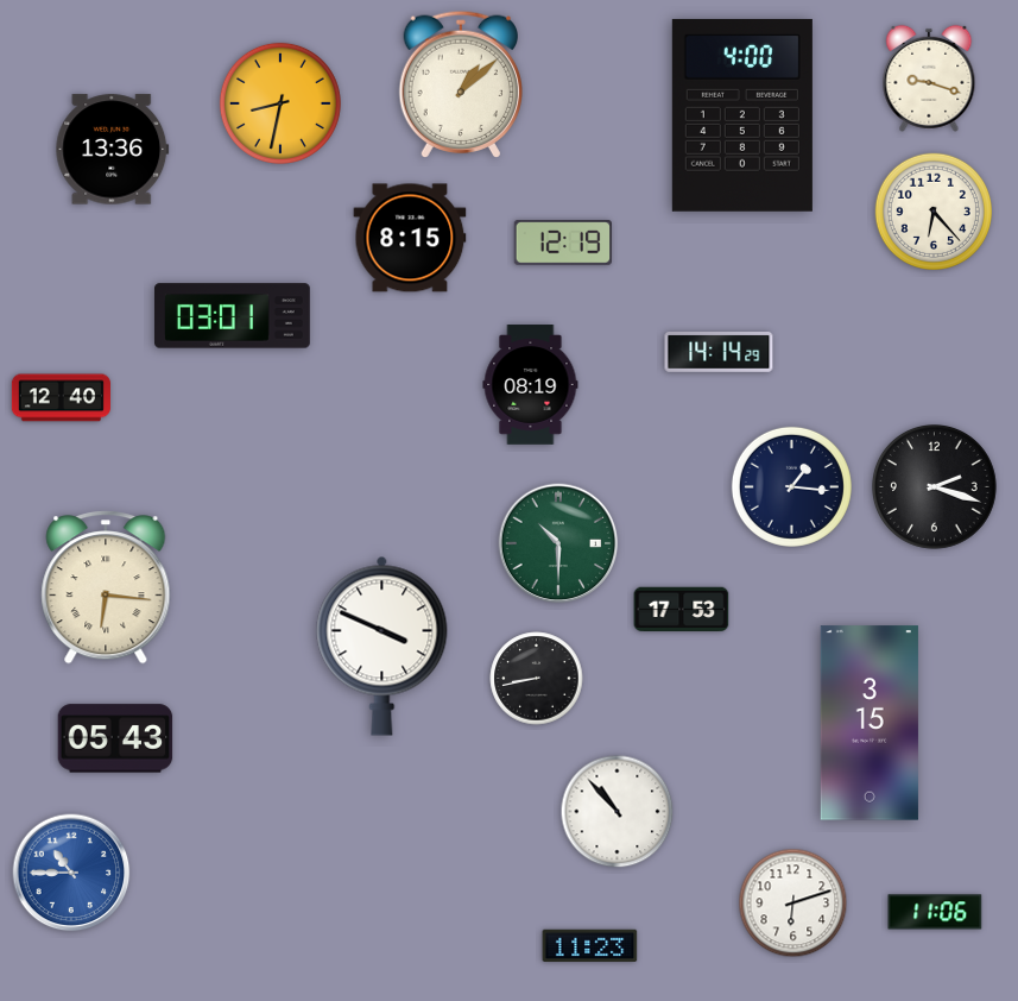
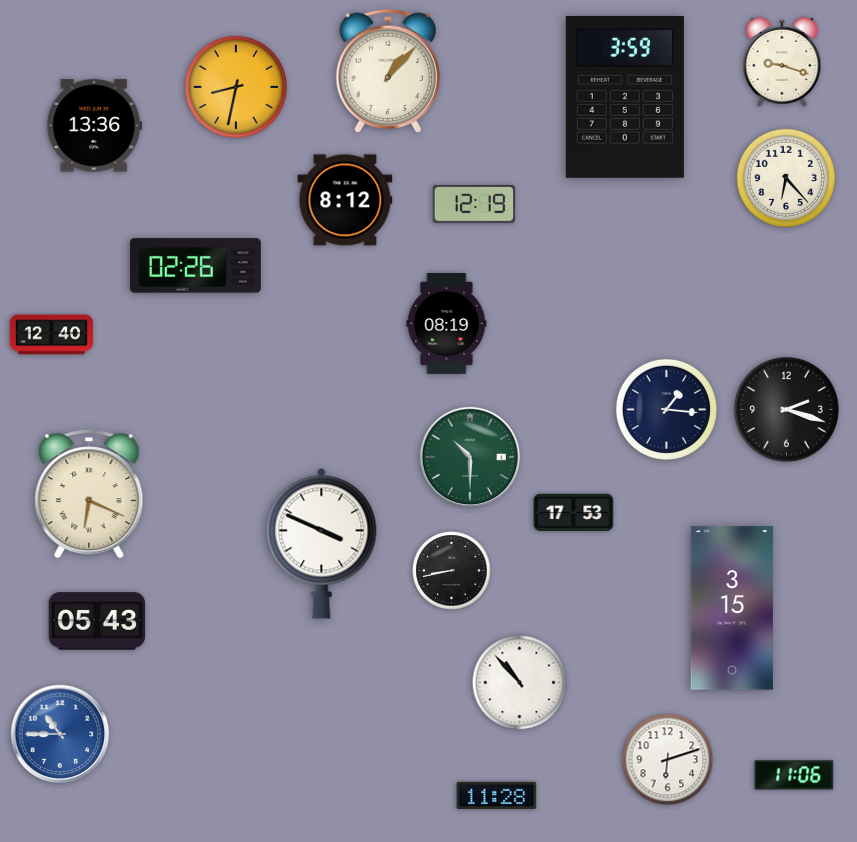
clock at (929, 78) position: (929, 78) -> (782, 62)
clock at (460, 83): 1:08 -> 1:07
clock at (742, 115): 4:00 -> 3:59
clock at (410, 238): 8:15 -> 8:12
clock at (232, 316): 03:01 -> 02:26
clock at (719, 352): 14:14 -> none
clock at (106, 587): 6:16 -> 6:19
clock at (935, 912) position: (935, 912) -> (794, 775)
clock at (590, 945): 11:23 -> 11:28
